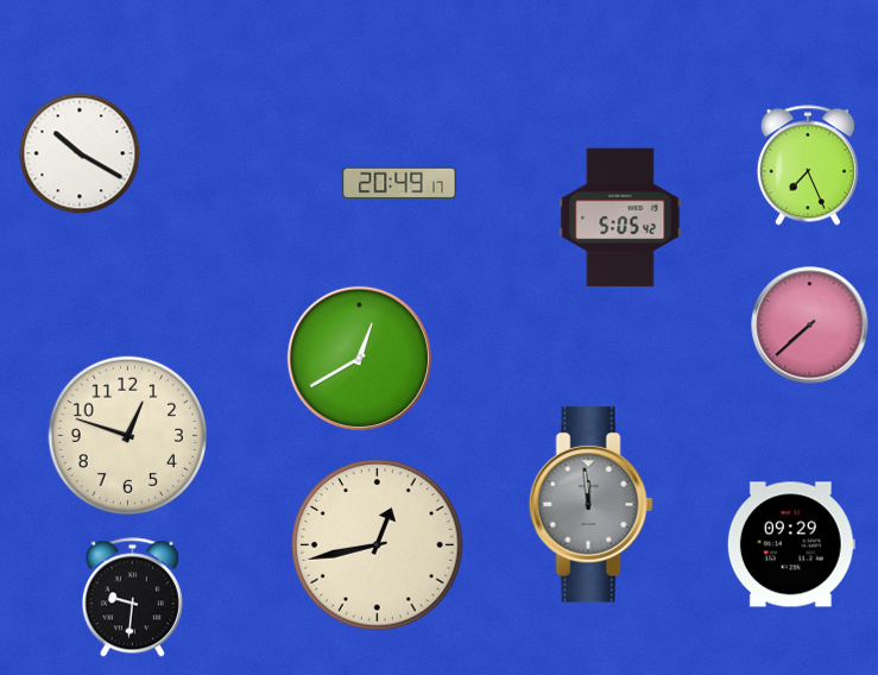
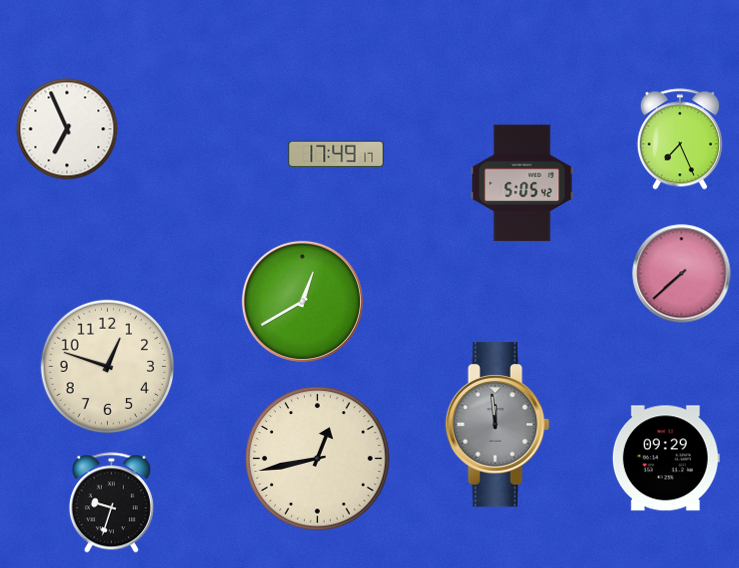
clock at (80, 153): 10:20 -> 6:56
clock at (399, 183): 20:49 -> 17:49
clock at (132, 598): 9:31 -> 9:33
